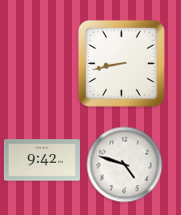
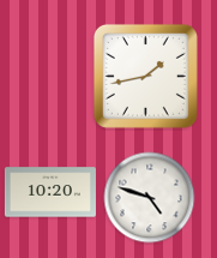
clock at (121, 63): 8:43 -> 1:43
clock at (42, 160): 9:42 -> 10:20
